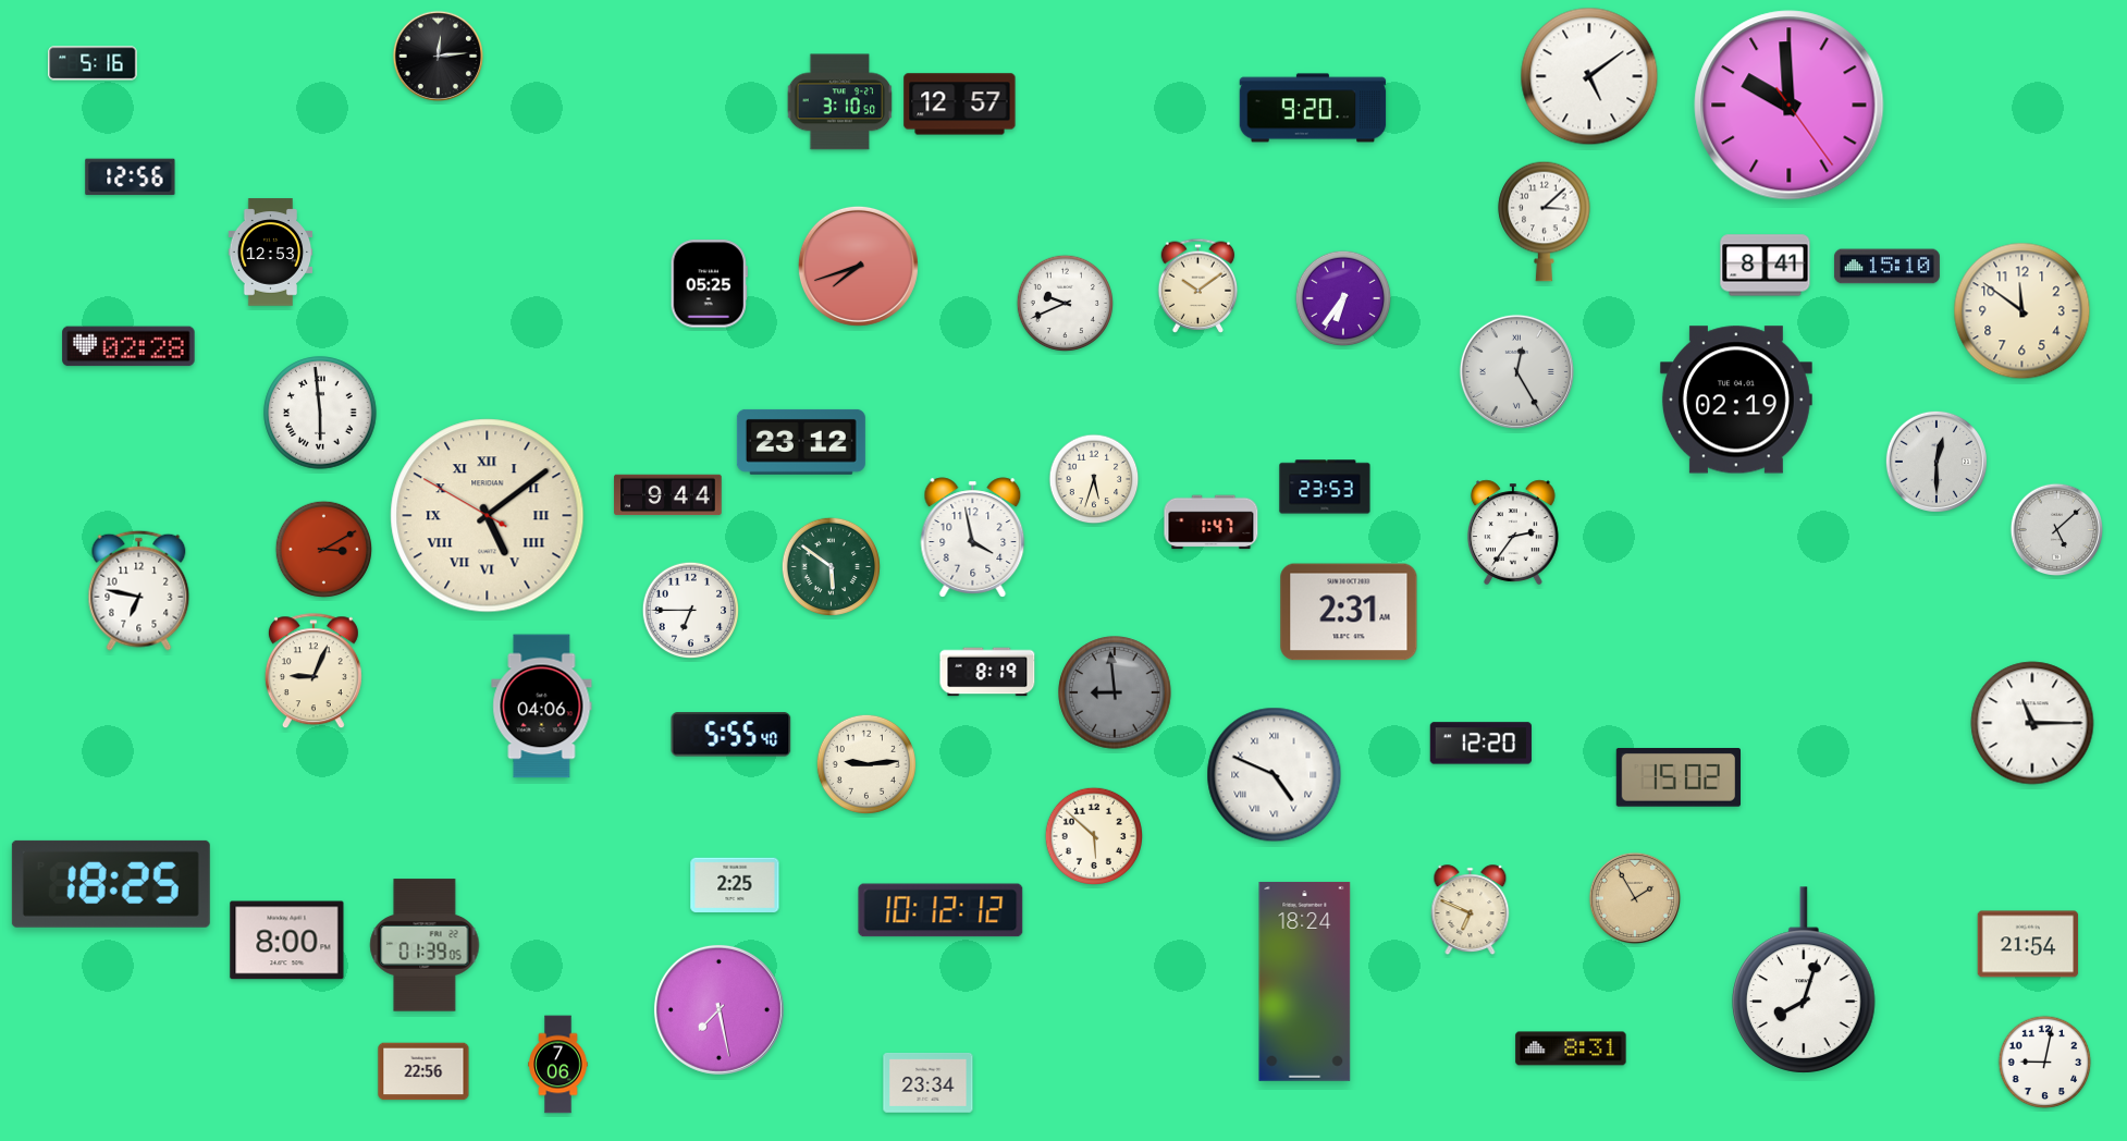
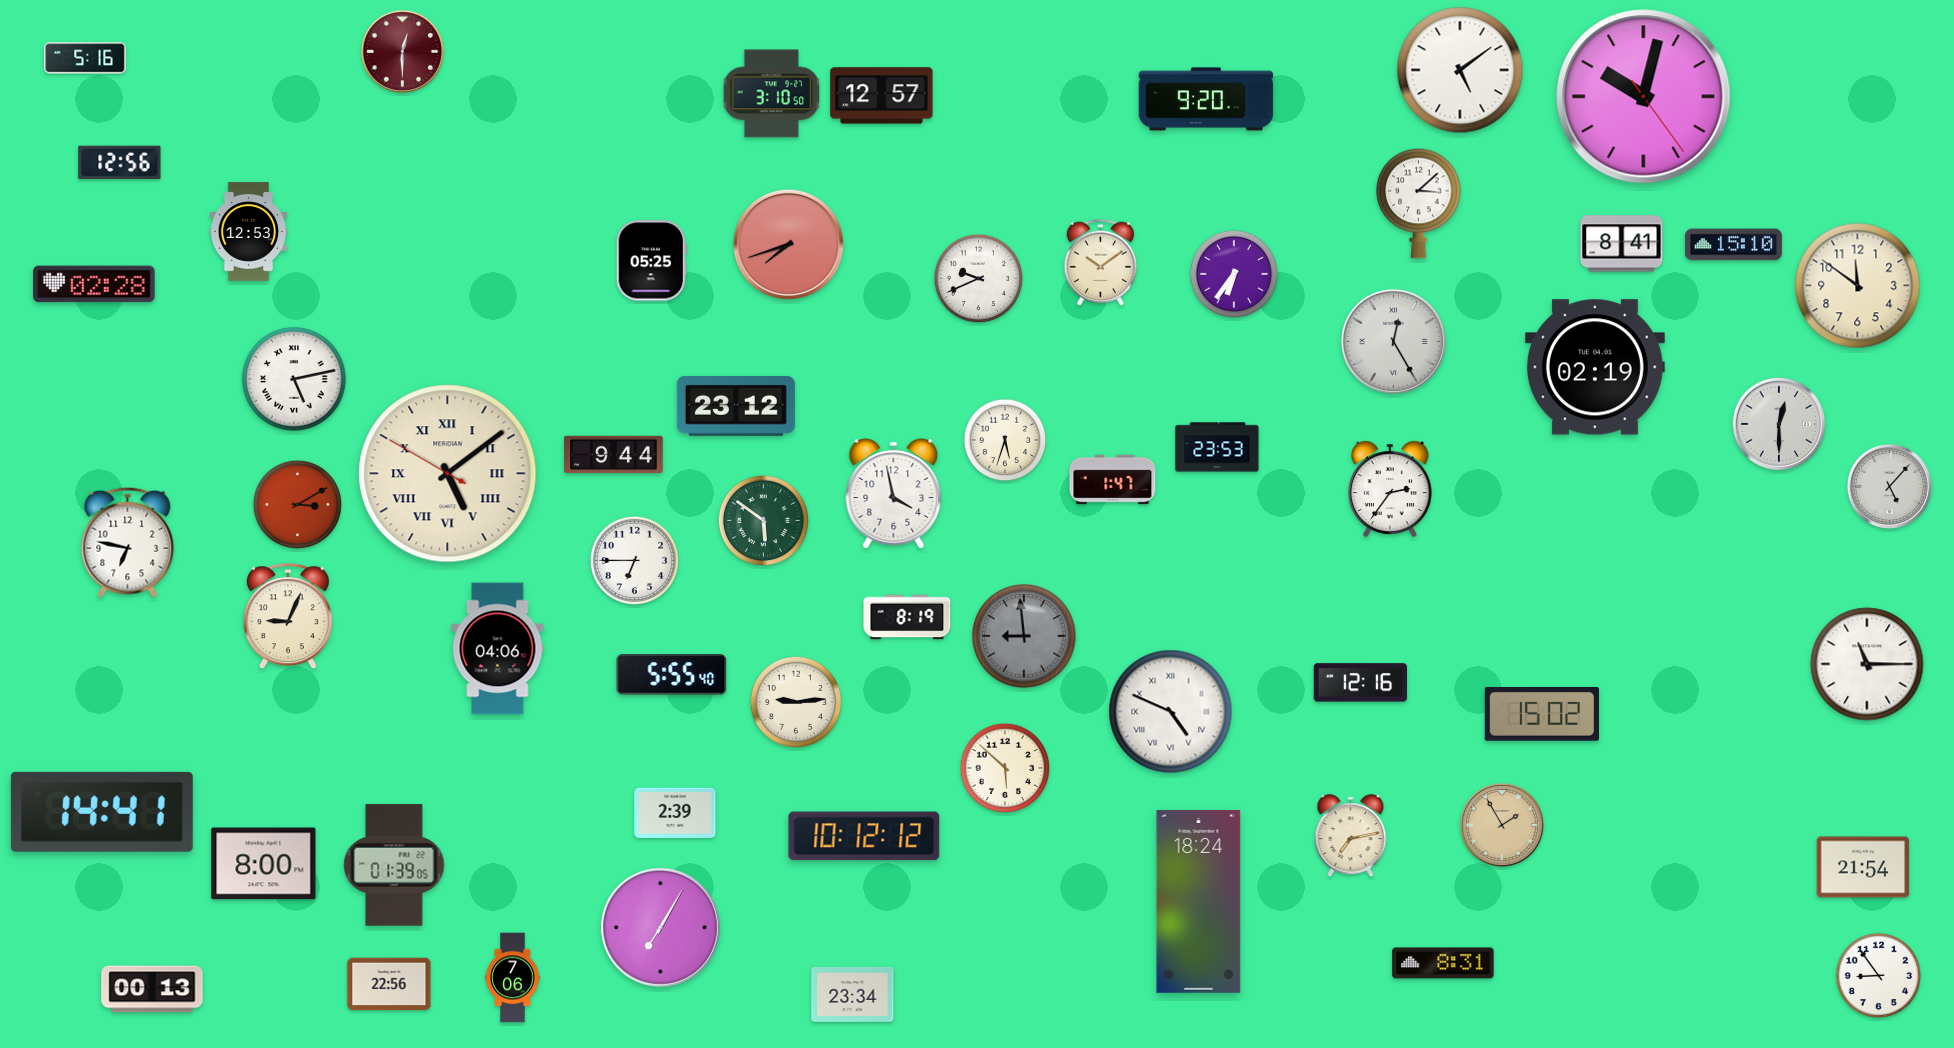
clock at (439, 57): 12:14 -> 12:30
clock at (439, 57) dial: black -> burgundy
clock at (1790, 106): 9:59 -> 10:02
clock at (128, 346) position: (128, 346) -> (94, 284)
clock at (320, 413): 5:59 -> 5:13
clock at (2057, 530): 5:08 -> 5:07
clock at (1349, 612): 2:31 -> none
clock at (1480, 744): 12:20 -> 12:16
clock at (111, 884): 18:25 -> 14:41
clock at (735, 884): 2:25 -> 2:39
clock at (1471, 909): 6:49 -> 7:13
clock at (425, 945) position: (425, 945) -> (394, 865)
clock at (1804, 980): 8:03 -> none
clock at (718, 1009): 7:28 -> 7:05
clock at (2045, 1063): 9:02 -> 8:54
clock at (152, 989): none -> 00:13
